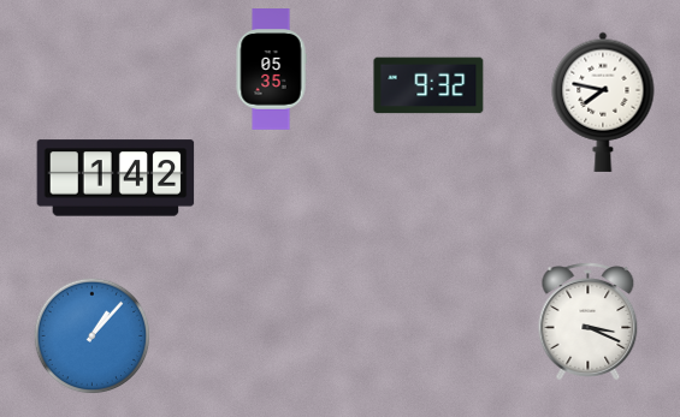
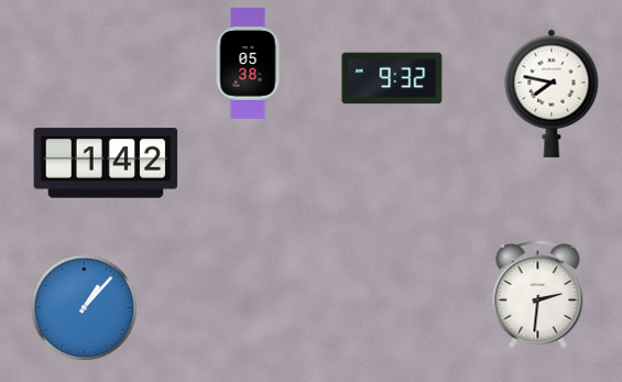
clock at (271, 70): 05:35 -> 05:38
clock at (589, 322): 3:19 -> 2:31
